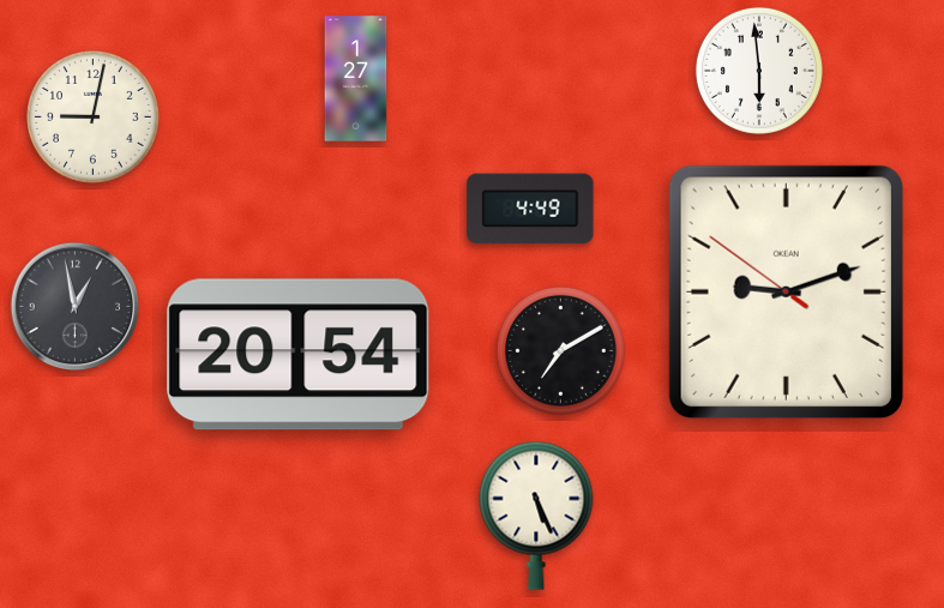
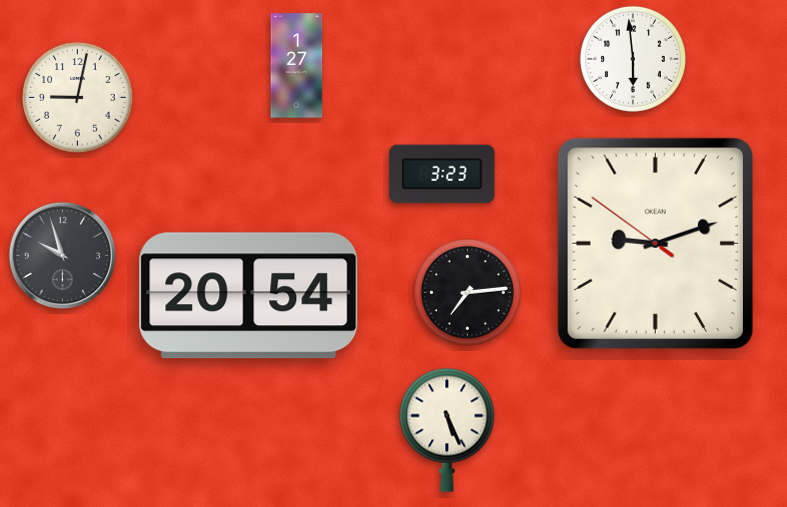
clock at (530, 209): 4:49 -> 3:23
clock at (76, 307): 12:58 -> 9:57
clock at (560, 350): 7:10 -> 7:14
